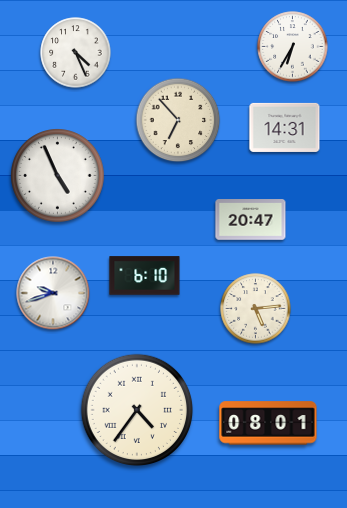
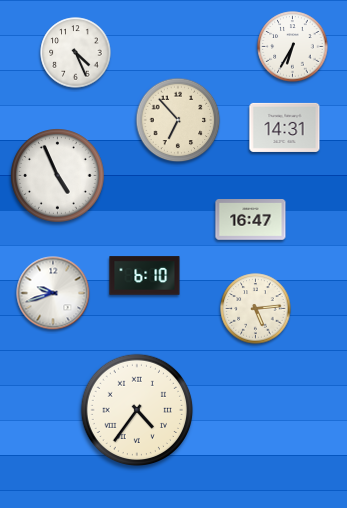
clock at (251, 220): 20:47 -> 16:47
clock at (268, 423): 08:01 -> none
